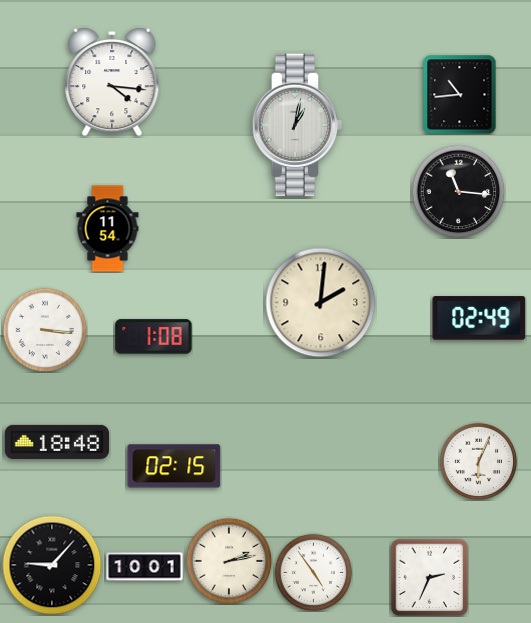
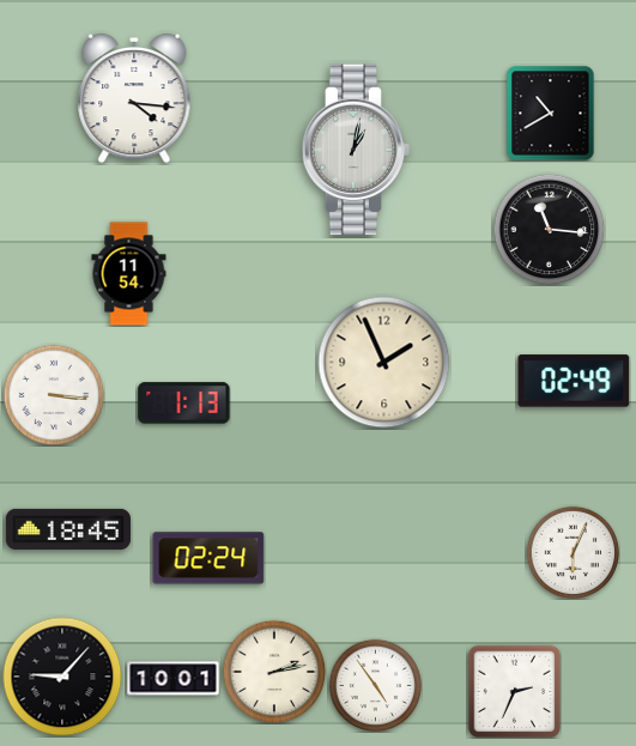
clock at (460, 95): 10:44 -> 10:40
clock at (321, 303): 2:01 -> 1:56
clock at (154, 337): 1:08 -> 1:13
clock at (56, 442): 18:48 -> 18:45
clock at (174, 466): 02:15 -> 02:24
